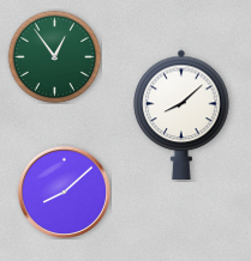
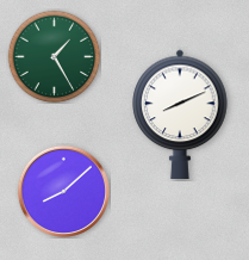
clock at (54, 56): 12:54 -> 1:25
clock at (181, 114): 8:08 -> 8:11
